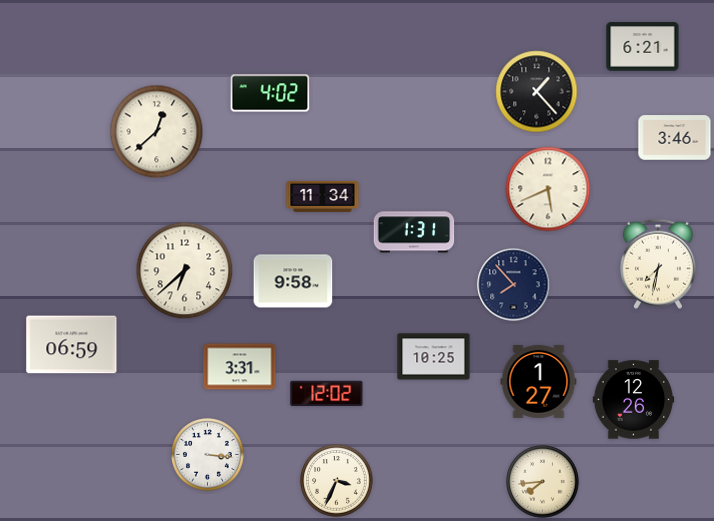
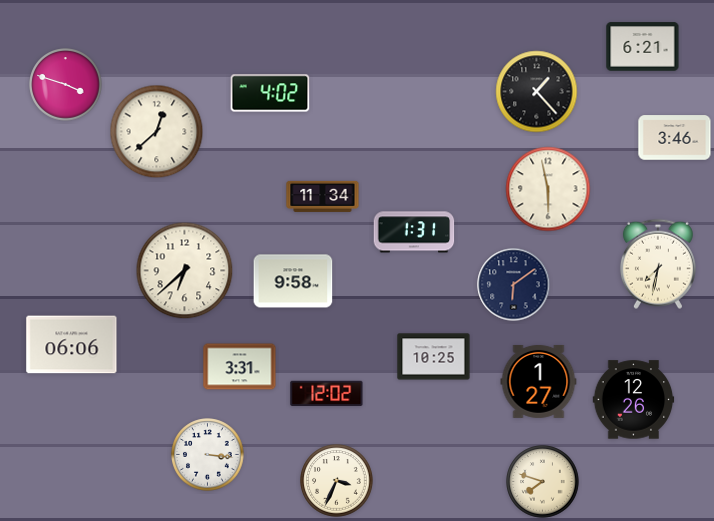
clock at (66, 85): none -> 3:48
clock at (548, 189): 5:41 -> 5:58
clock at (514, 285): 7:53 -> 6:09
clock at (72, 345): 06:59 -> 06:06
clock at (543, 482): 7:44 -> 7:48
